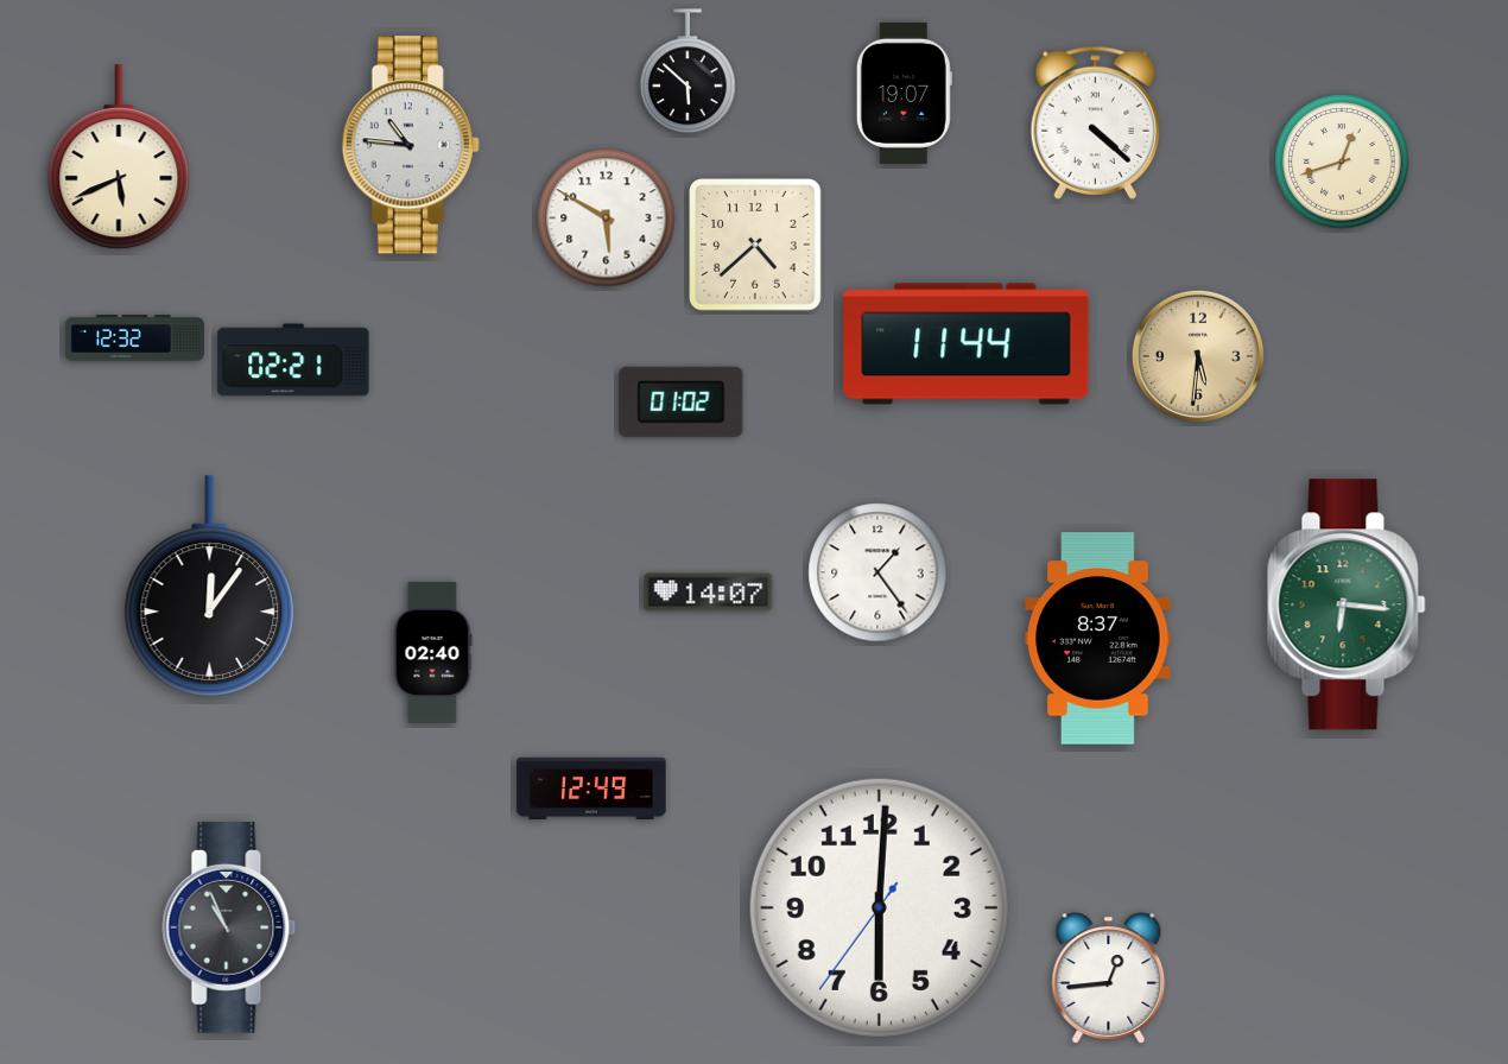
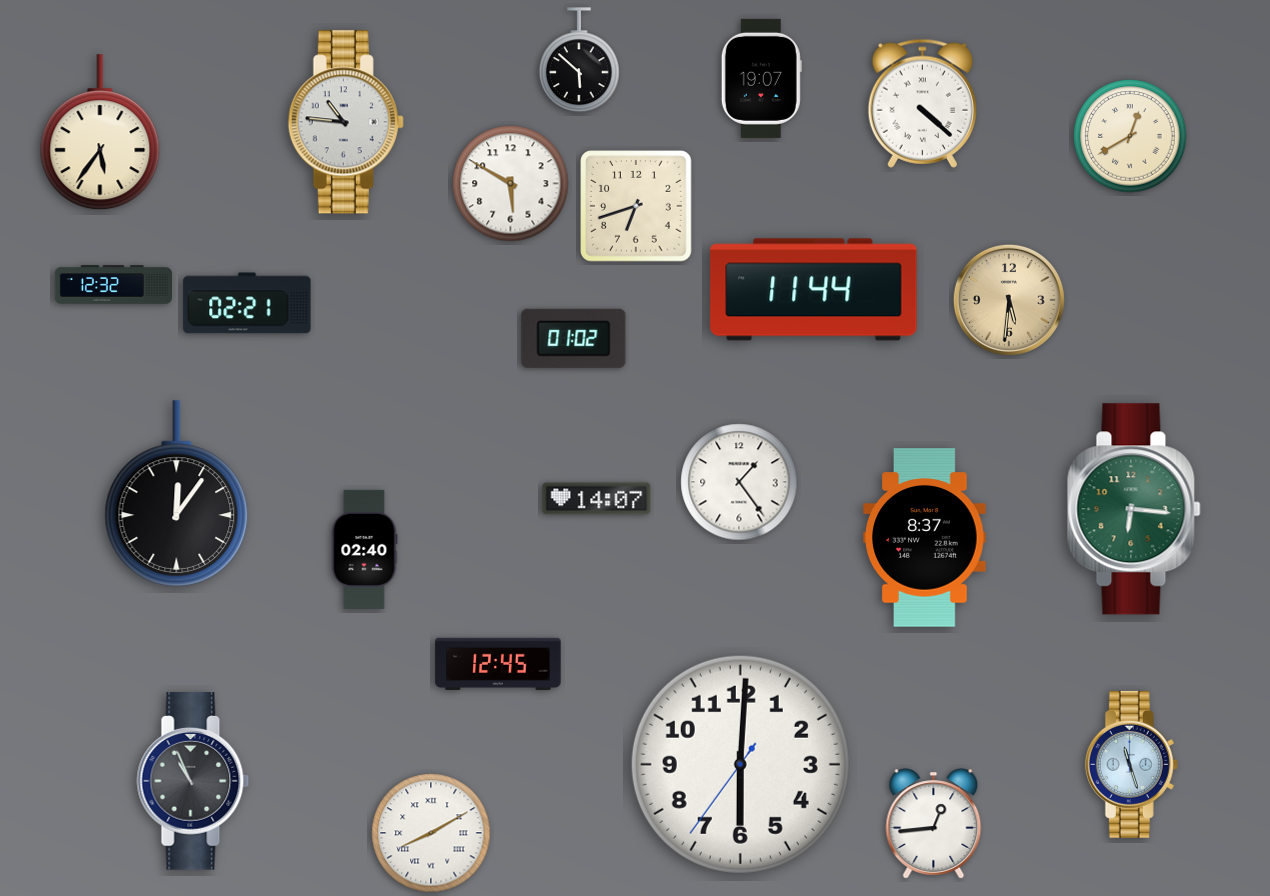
clock at (119, 158): 5:41 -> 5:36
clock at (1342, 161): 12:42 -> 12:40
clock at (755, 245): 4:38 -> 6:42
clock at (591, 788): 12:49 -> 12:45
clock at (1131, 764): none -> 11:27
clock at (431, 833): none -> 8:10
